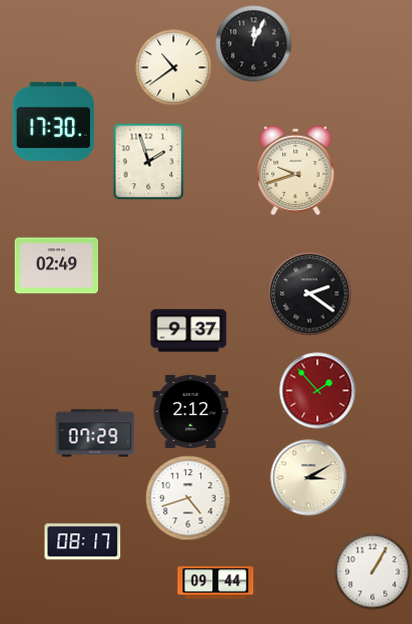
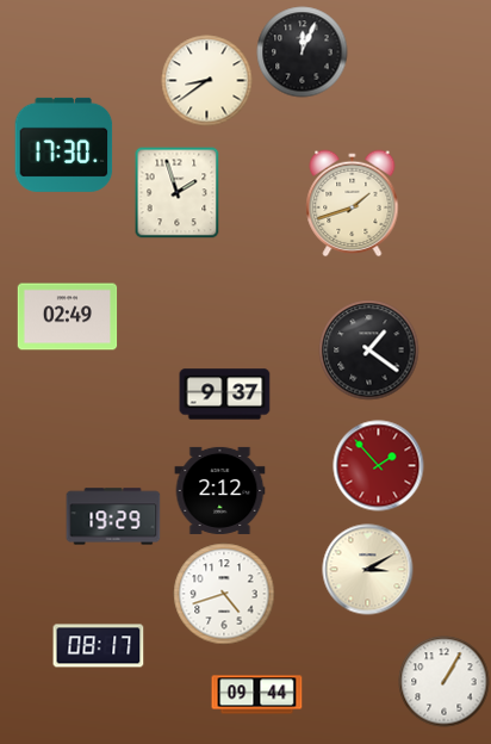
clock at (174, 68): 10:39 -> 8:39
clock at (296, 171): 9:42 -> 1:42
clock at (310, 294): 2:21 -> 1:21
clock at (191, 411) position: (191, 411) -> (220, 490)
clock at (95, 433): 07:29 -> 19:29
